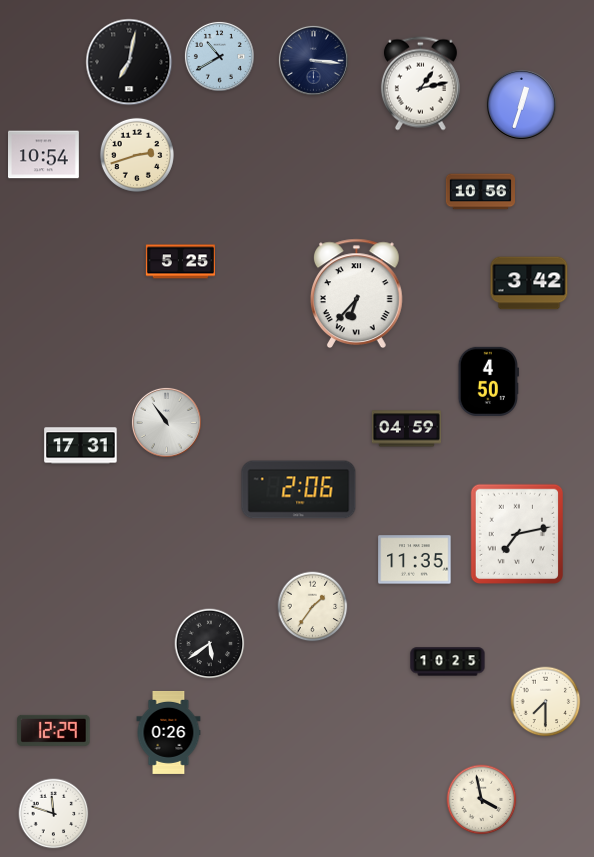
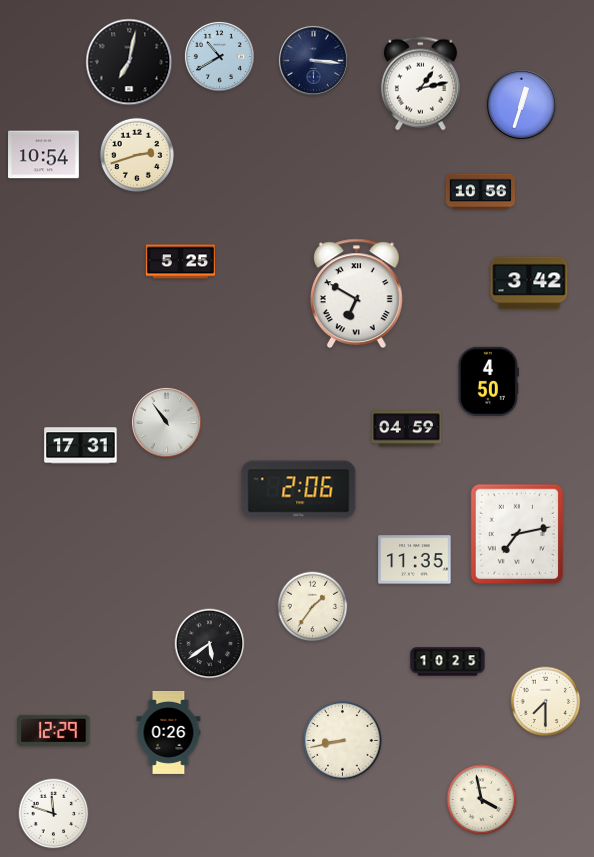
clock at (356, 293): 6:37 -> 6:50
clock at (343, 741): none -> 8:43
